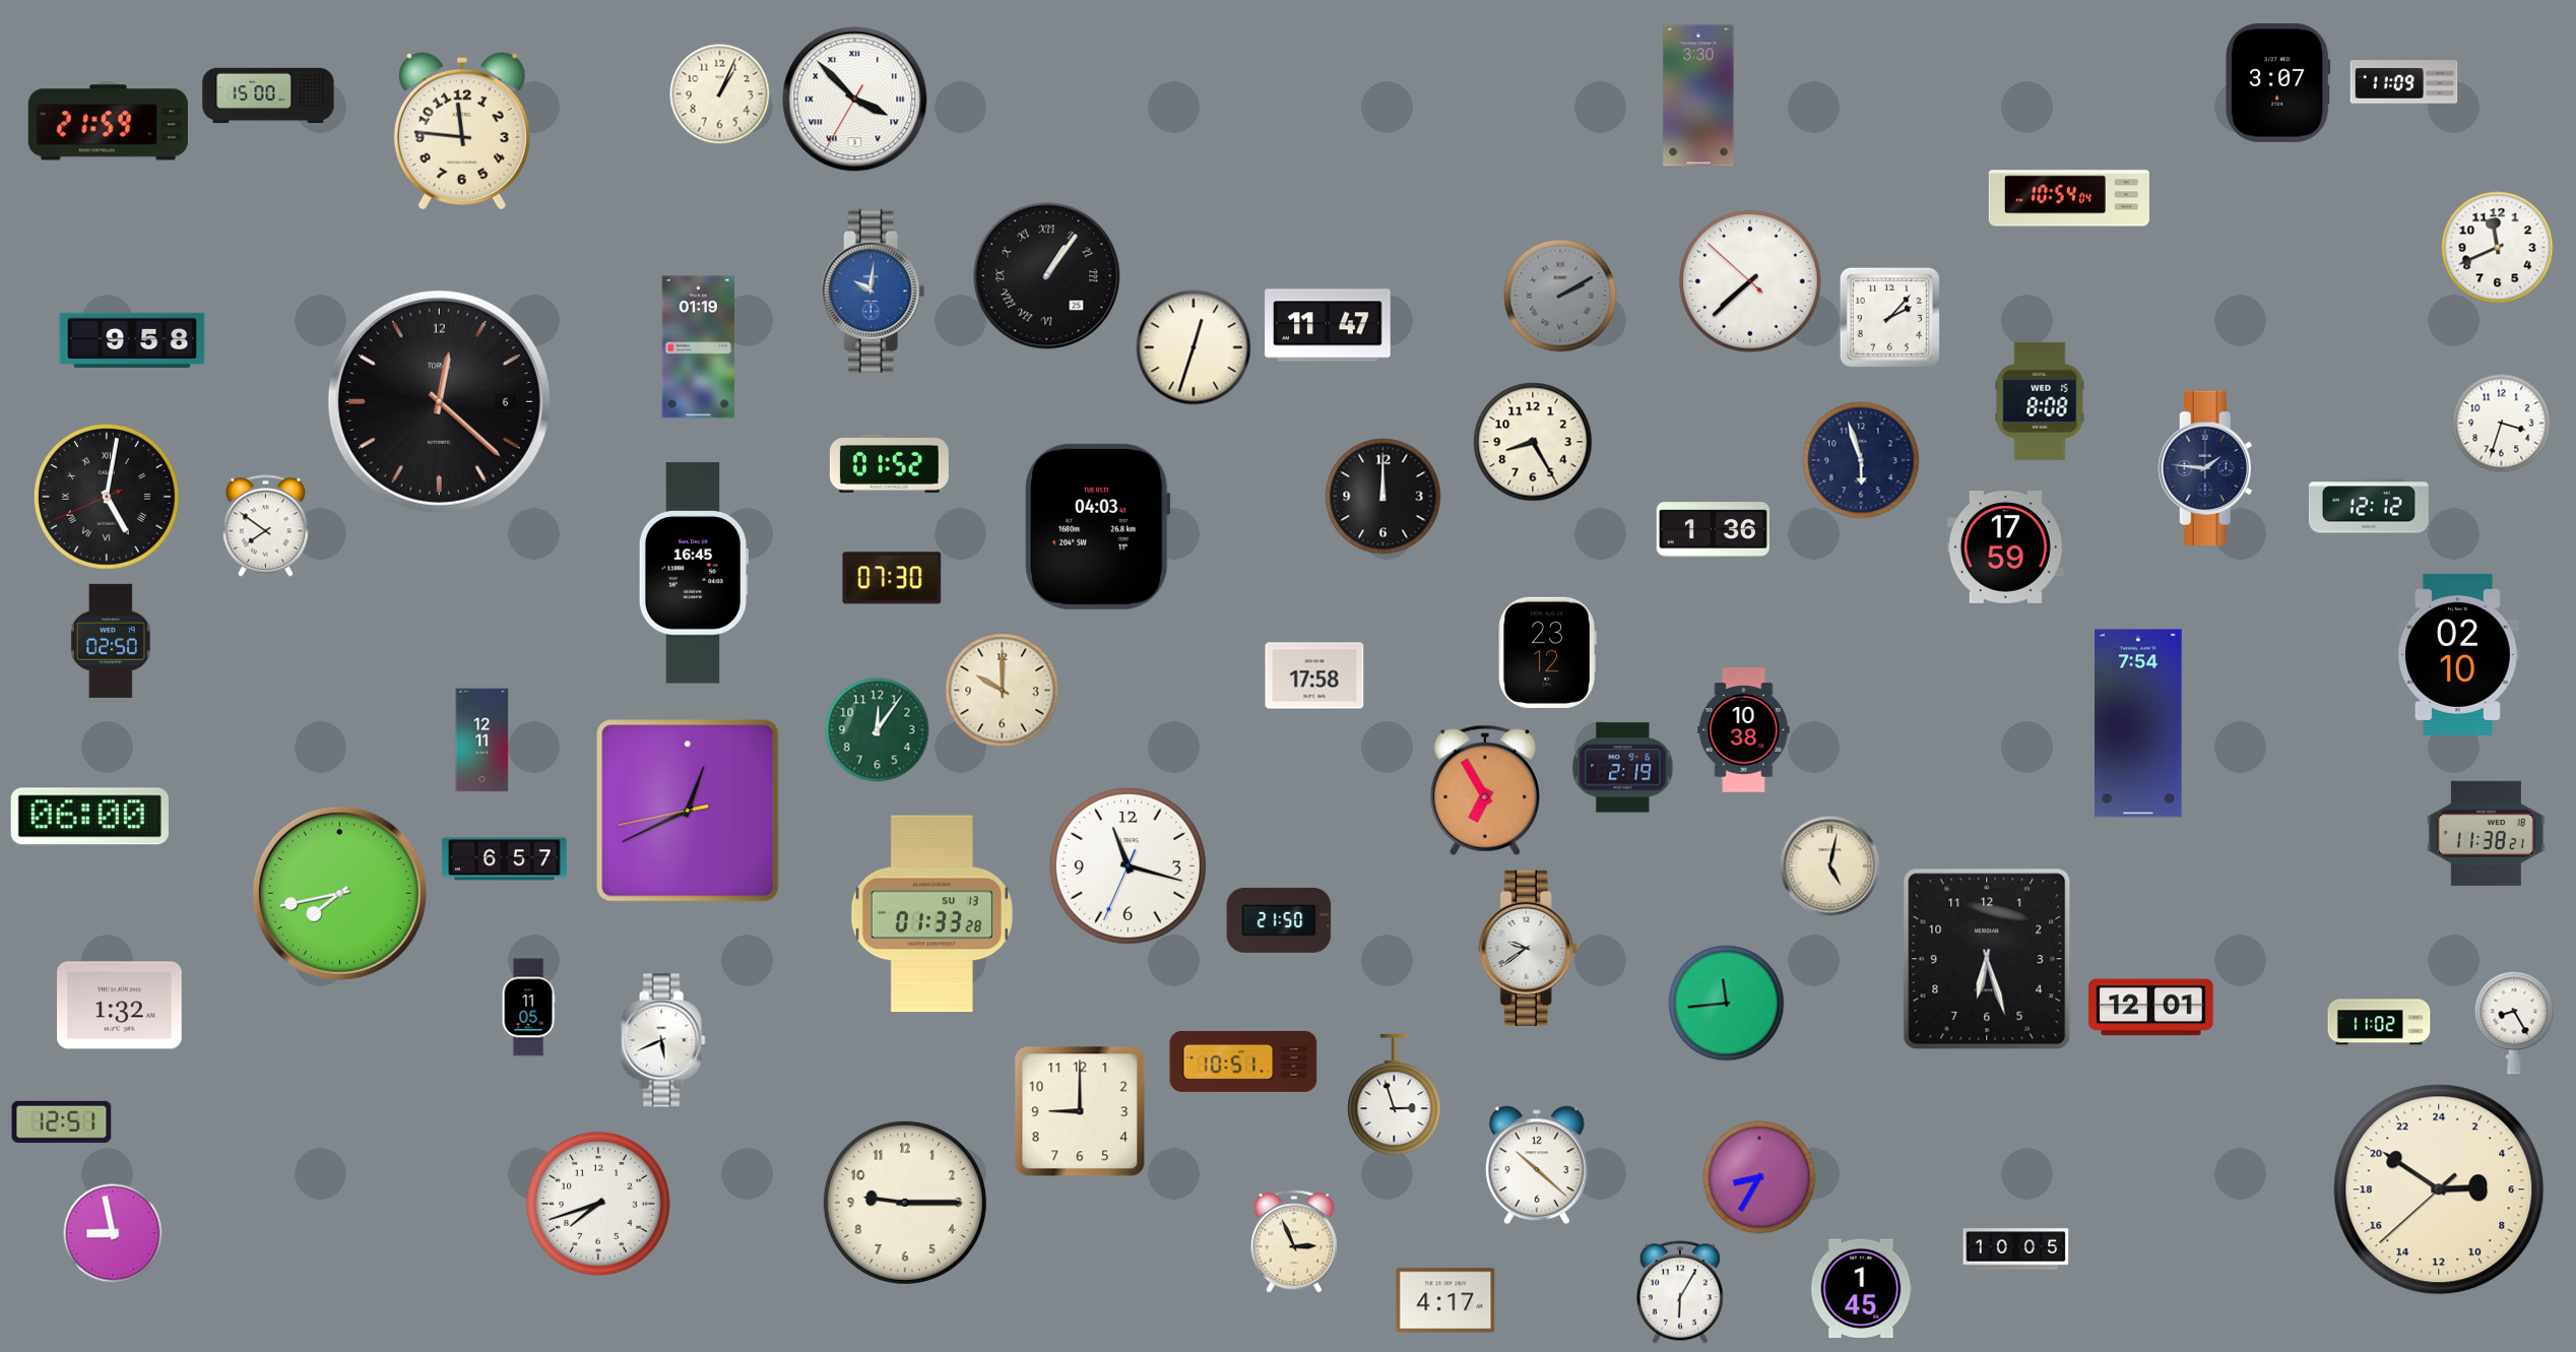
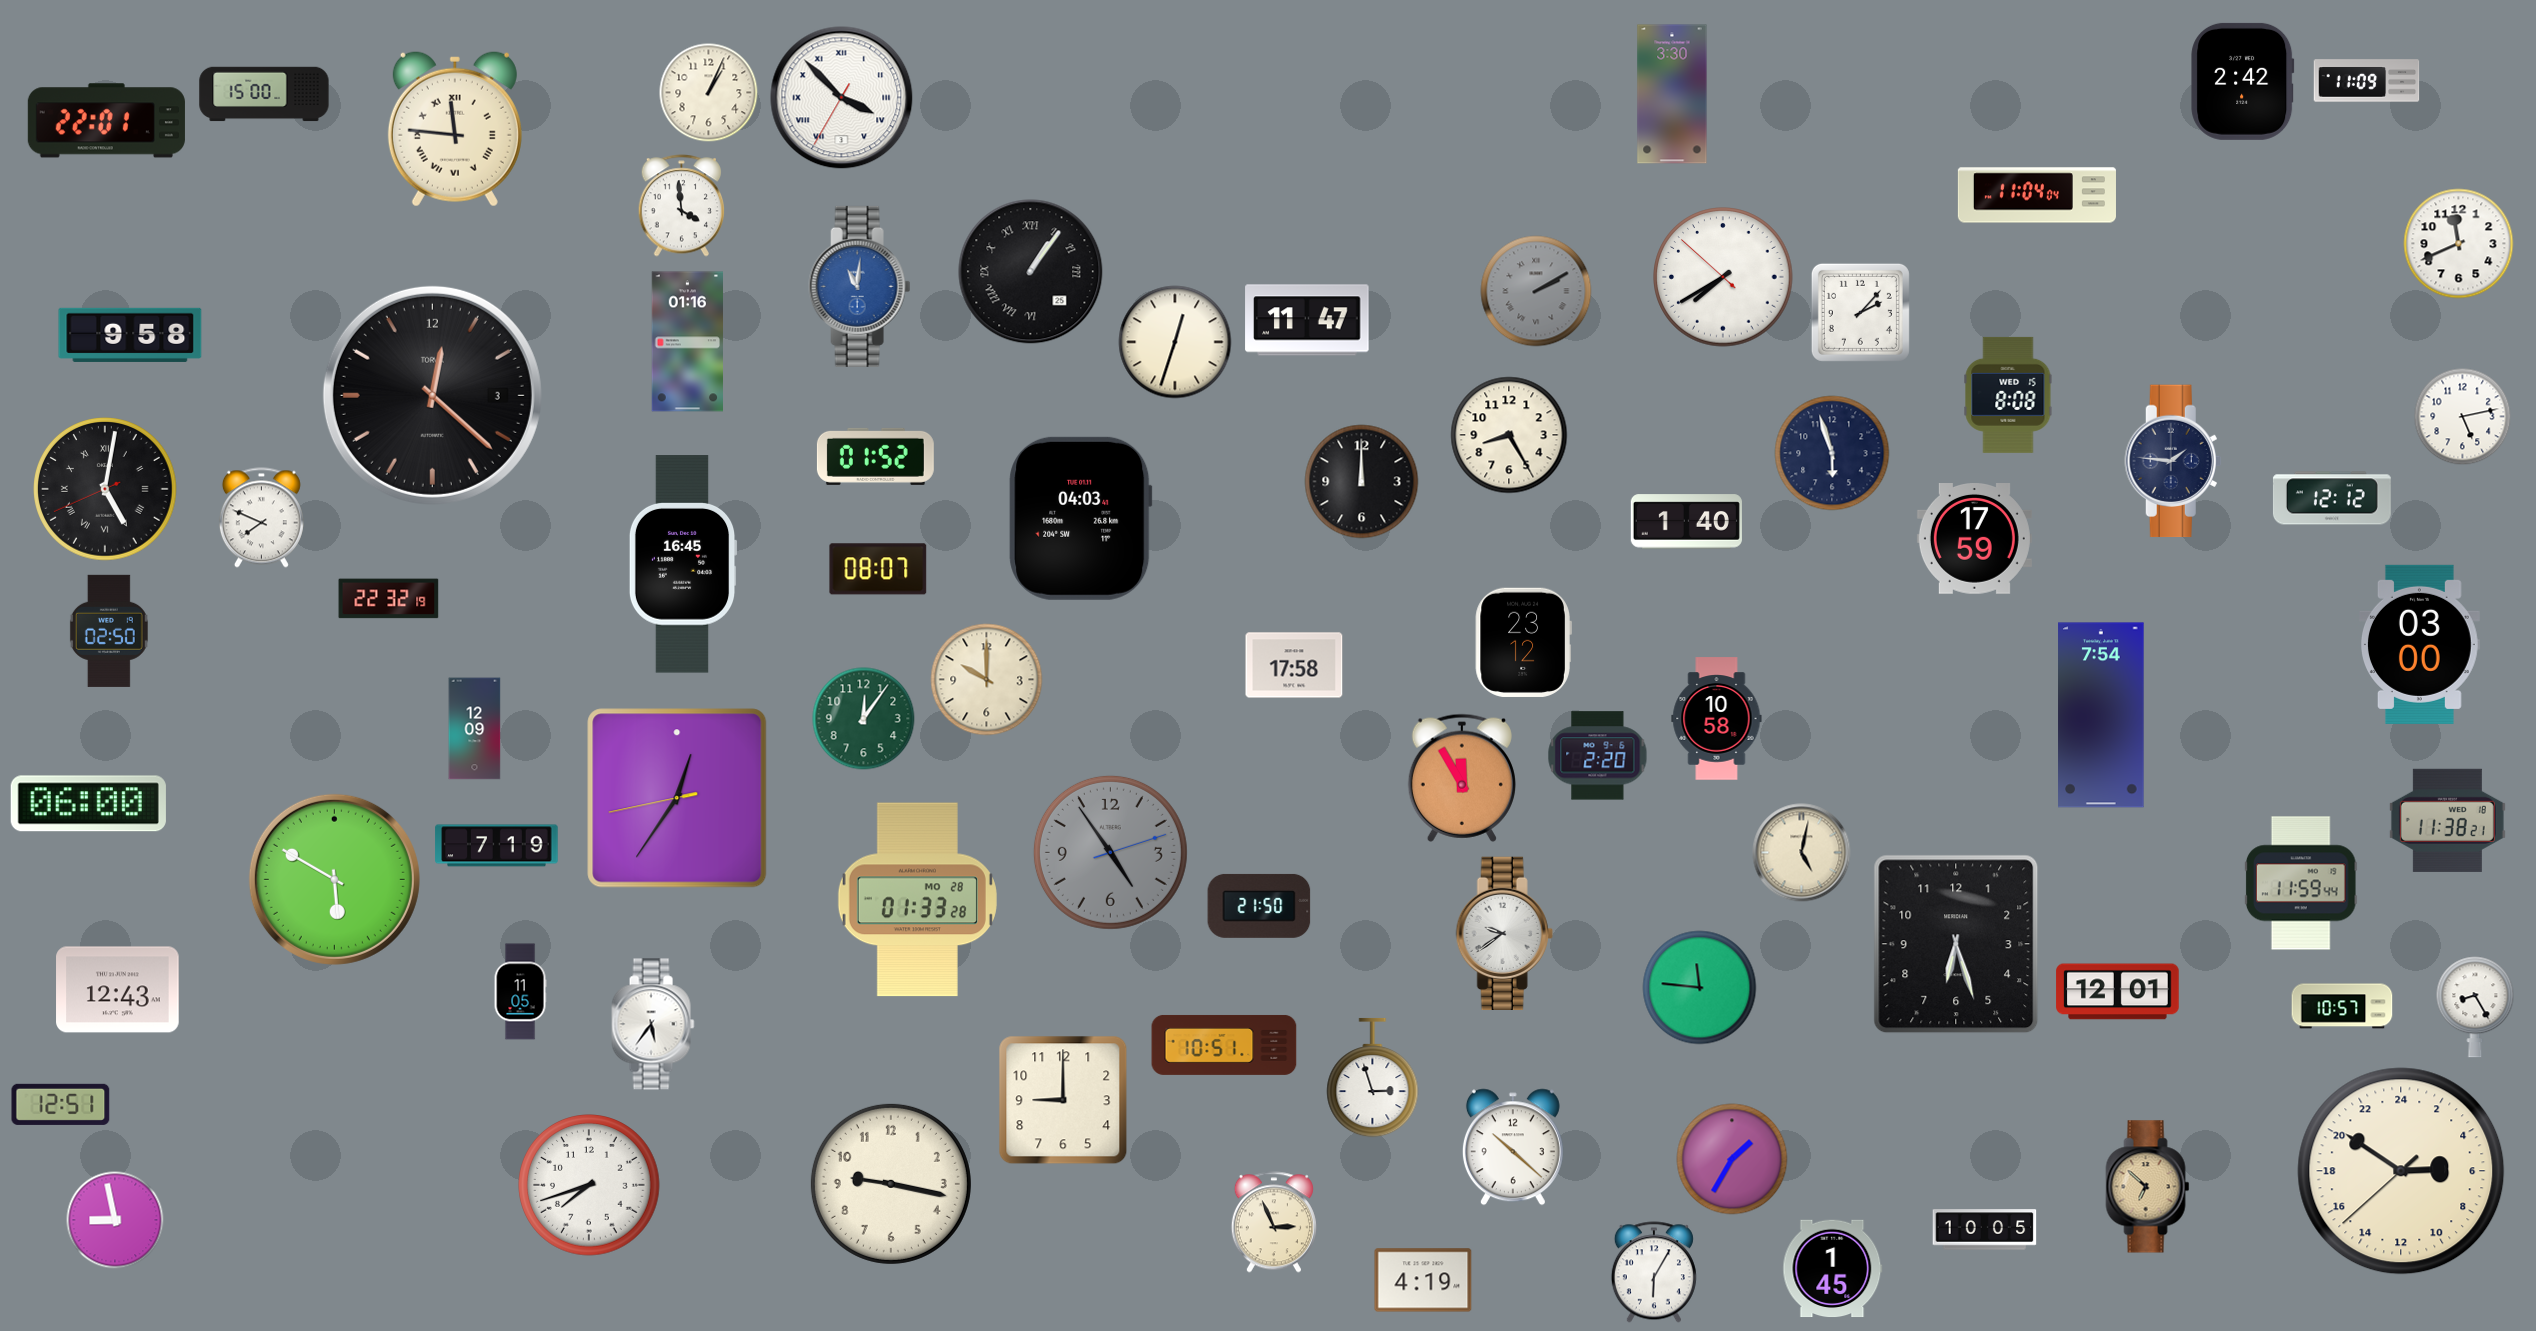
clock at (2278, 82): 3:07 -> 2:42
clock at (108, 123): 21:59 -> 22:01
clock at (462, 131) numerals: Arabic -> Roman
clock at (2069, 198): 10:54 -> 11:04
clock at (681, 206): none -> 3:59
clock at (1750, 281): 7:37 -> 7:39
clock at (874, 291): 10:01 -> 11:01
clock at (698, 347): 01:19 -> 01:16
clock at (439, 401) date: 6 -> 3
clock at (2501, 423): 3:33 -> 5:13
clock at (1383, 497) position: (1383, 497) -> (1362, 482)
clock at (265, 526): 7:51 -> 7:49
clock at (1713, 530): 1:36 -> 1:40
clock at (892, 578): 07:30 -> 08:07
clock at (389, 599): none -> 22:32
clock at (2458, 654): 02:10 -> 03:00
clock at (2138, 723) position: (2138, 723) -> (2101, 715)
clock at (1744, 730): 10:38 -> 10:58
clock at (482, 741): 12:11 -> 12:09
clock at (1623, 768): 2:19 -> 2:20
clock at (1485, 790): 6:55 -> 11:55
clock at (688, 811): 12:40 -> 12:35
clock at (505, 859): 6:57 -> 7:19
clock at (1128, 865): 11:17 -> 4:54
clock at (1128, 865) dial: white -> grey
clock at (339, 893): 7:43 -> 5:50
clock at (2301, 883): none -> 11:59
clock at (931, 914) date: SU 13 -> MO 28
clock at (1727, 1004): 11:44 -> 11:46
clock at (120, 1006): 1:32 -> 12:43
clock at (2379, 1022): 11:02 -> 10:57
clock at (663, 1040): 5:41 -> 5:36
clock at (1080, 1111) position: (1080, 1111) -> (1063, 1100)
clock at (1759, 1177): 8:35 -> 1:35
clock at (905, 1203): 9:15 -> 9:17
clock at (2148, 1187): none -> 6:52
clock at (113, 1233) position: (113, 1233) -> (115, 1220)
clock at (1445, 1300): 4:17 -> 4:19
